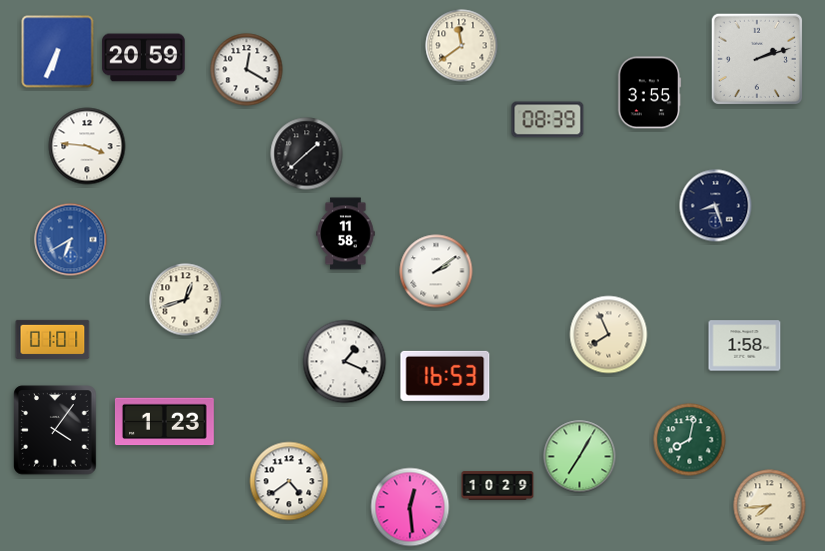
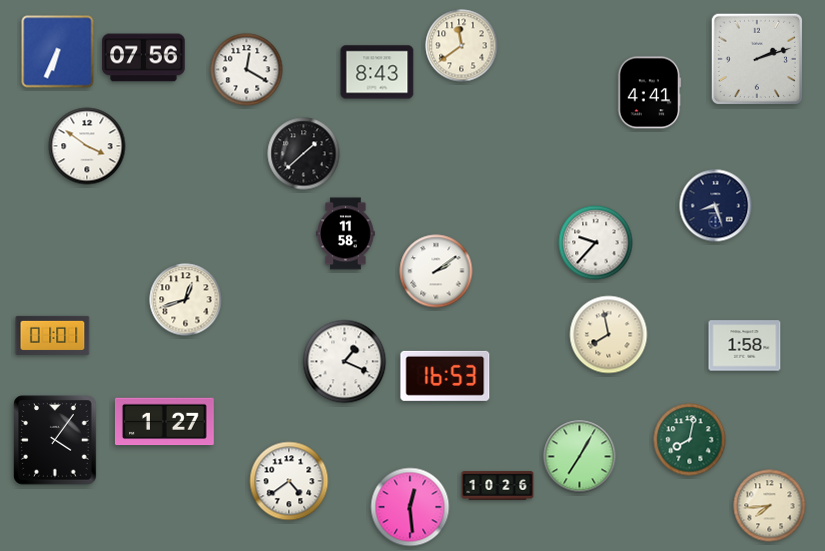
clock at (144, 58): 20:59 -> 07:56
clock at (377, 72): none -> 8:43
clock at (650, 93): 3:55 -> 4:41
clock at (548, 120): 08:39 -> none
clock at (87, 146): 3:46 -> 3:51
clock at (307, 154) position: (307, 154) -> (304, 154)
clock at (71, 240): 6:40 -> none
clock at (596, 243): none -> 9:37
clock at (609, 335): 7:56 -> 7:58
clock at (53, 339) position: (53, 339) -> (53, 335)
clock at (165, 422): 1:23 -> 1:27
clock at (55, 430) position: (55, 430) -> (55, 440)
clock at (498, 486): 10:29 -> 10:26
